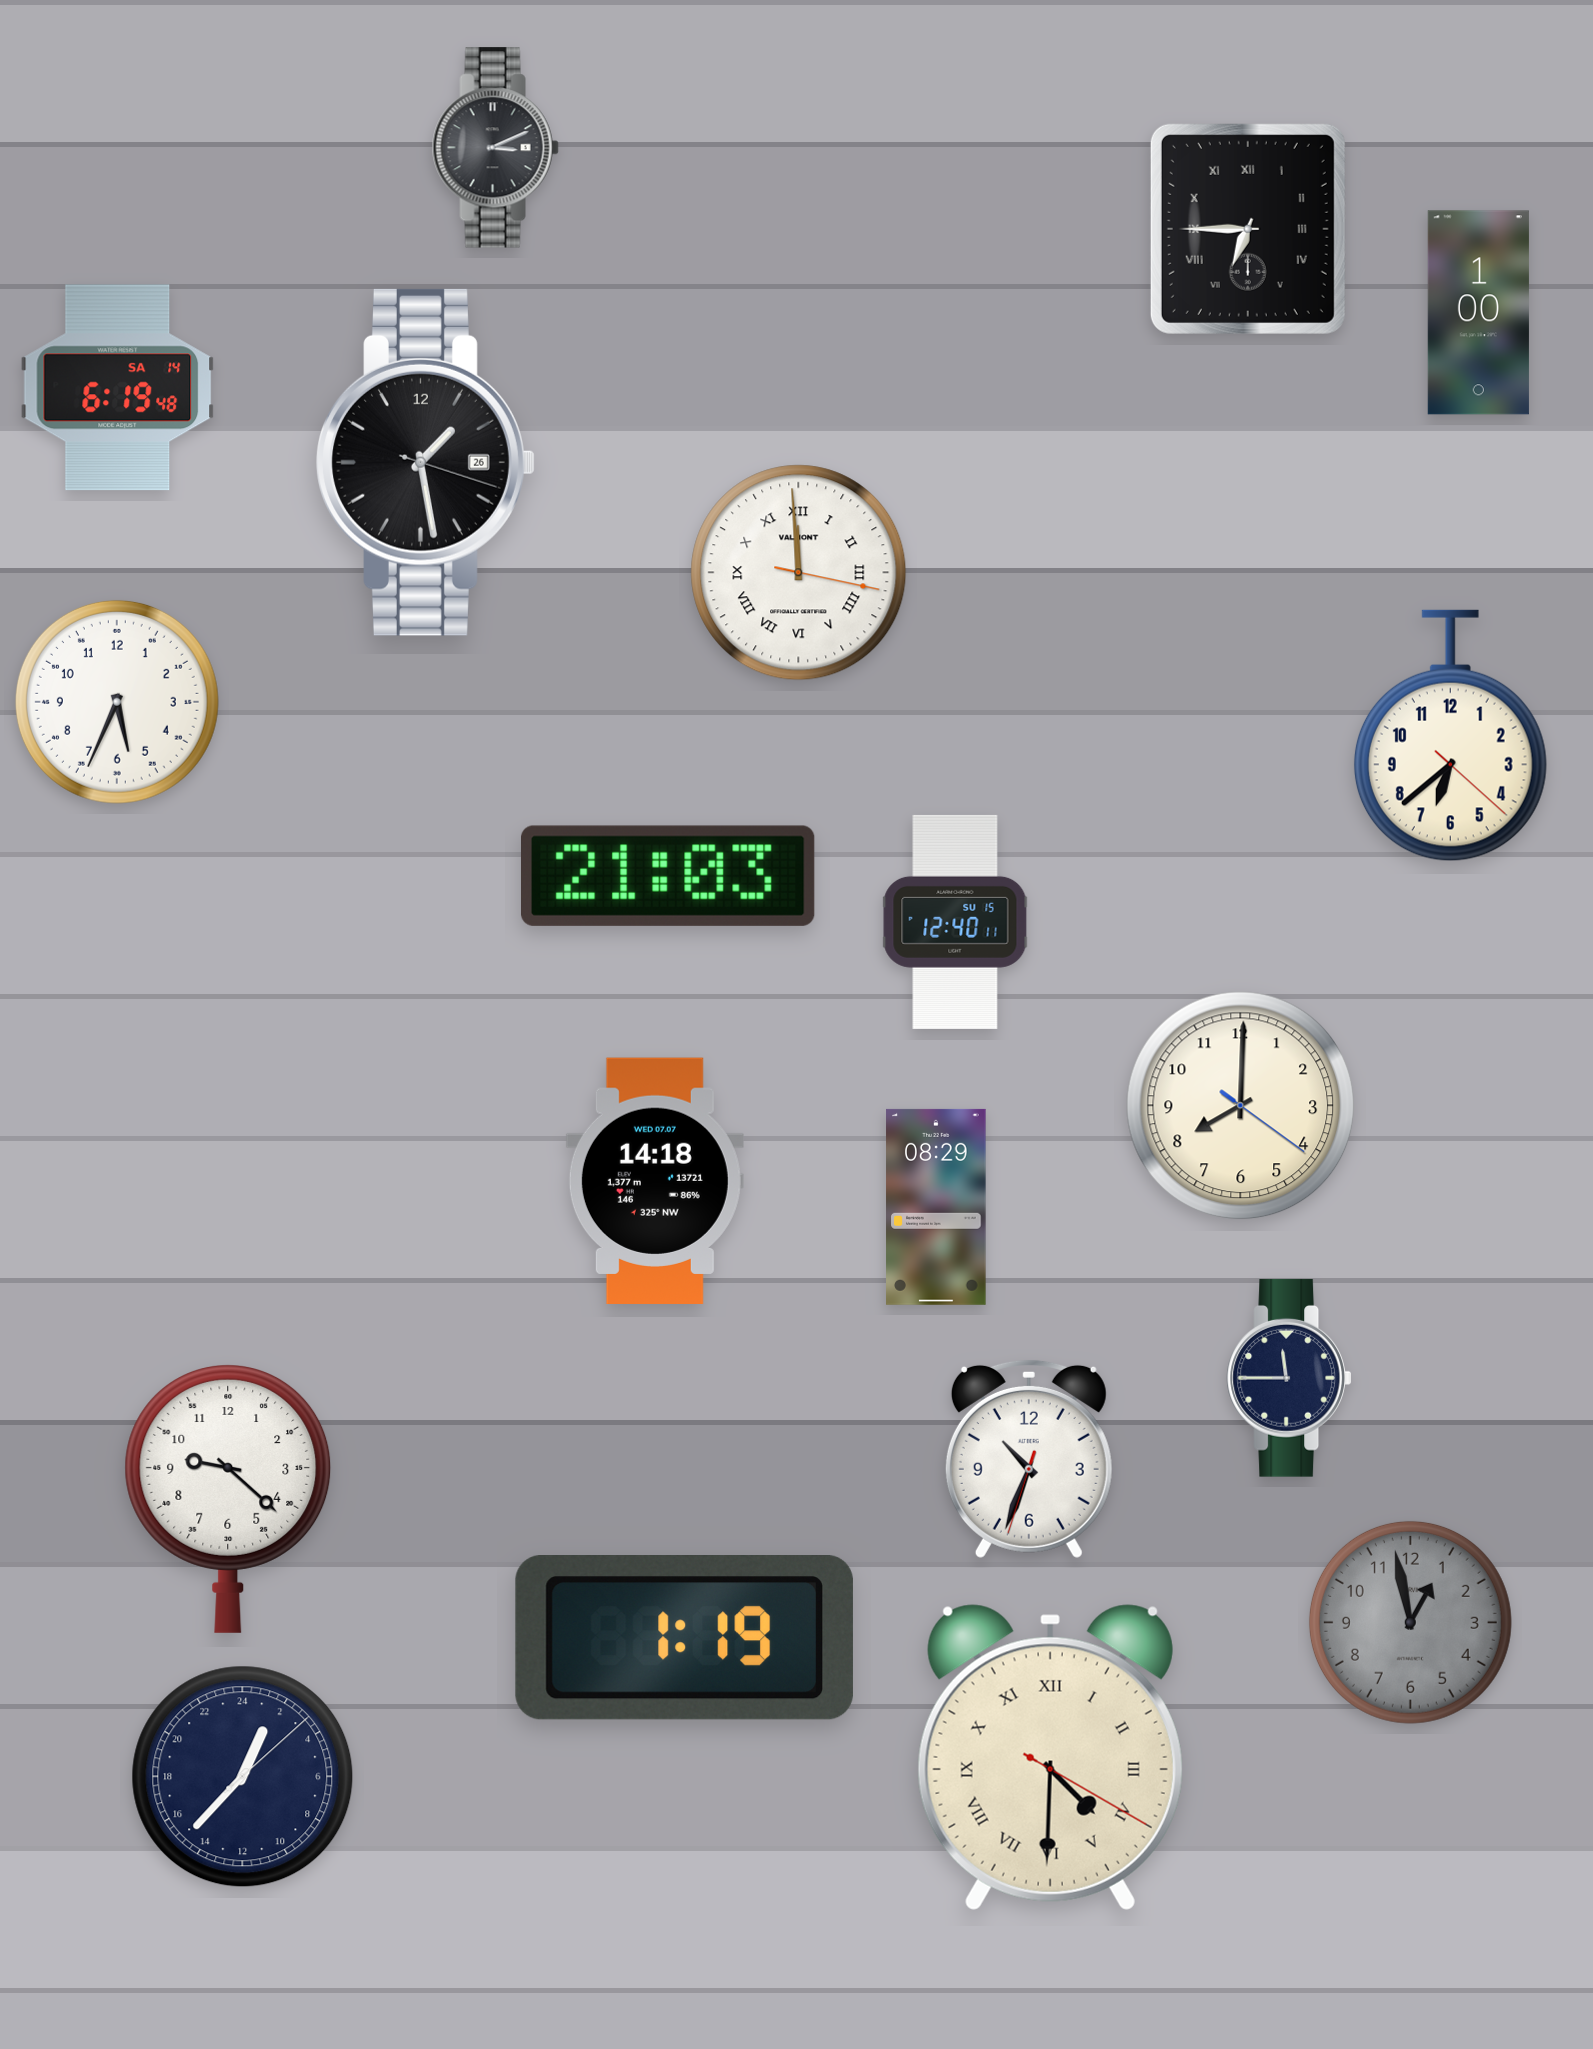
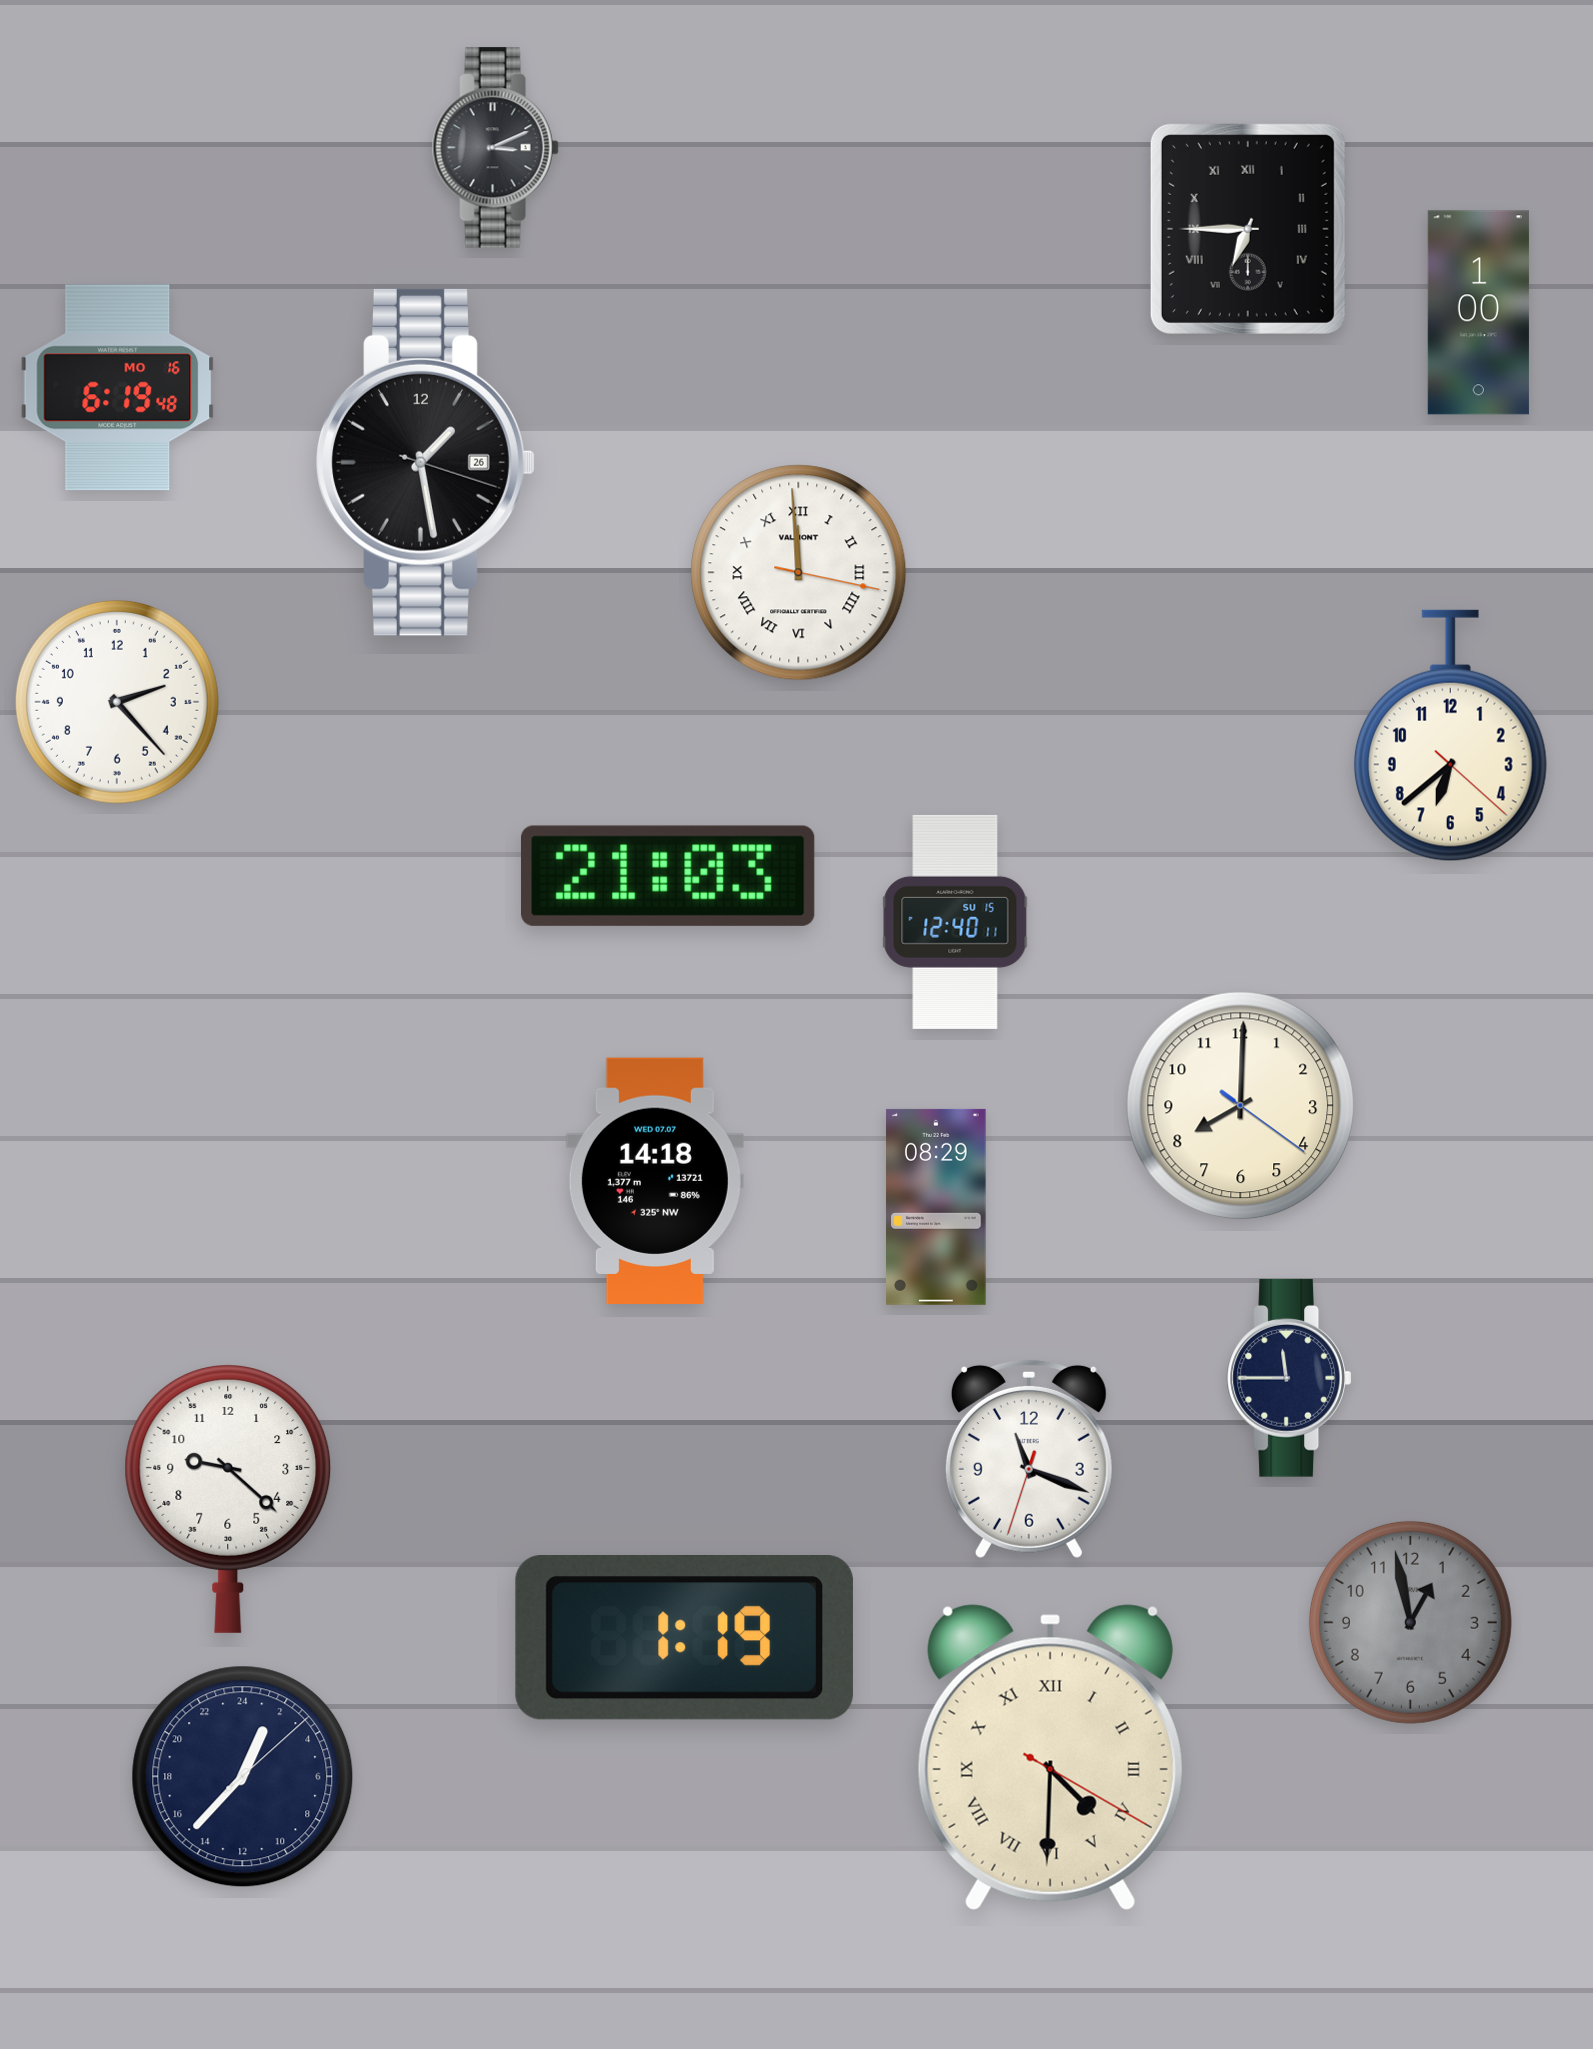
clock at (118, 388) date: SA 14 -> MO 16
clock at (117, 702): 5:34 -> 2:23
clock at (1029, 1458): 10:33 -> 11:18
